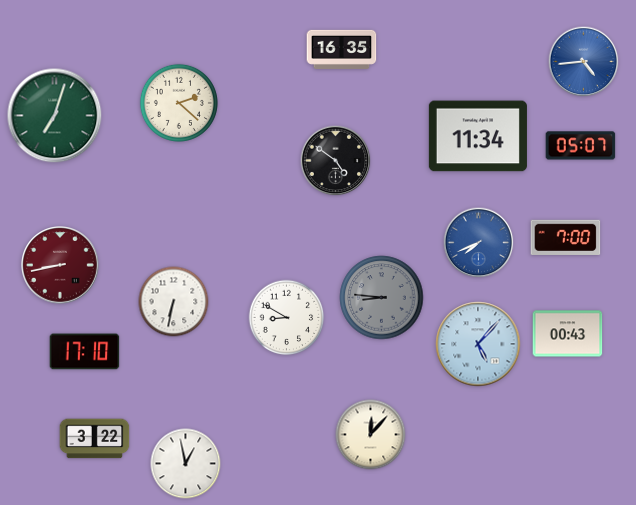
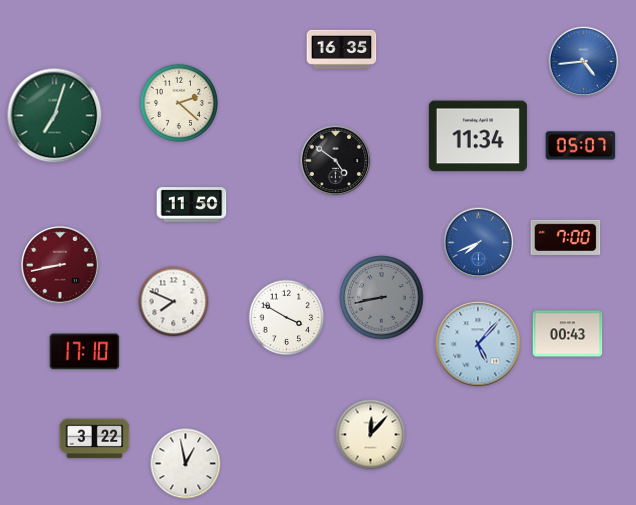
clock at (192, 205): none -> 11:50
clock at (382, 298): 8:46 -> 8:43
clock at (174, 302): 6:32 -> 7:49
clock at (287, 318): 8:50 -> 3:50
